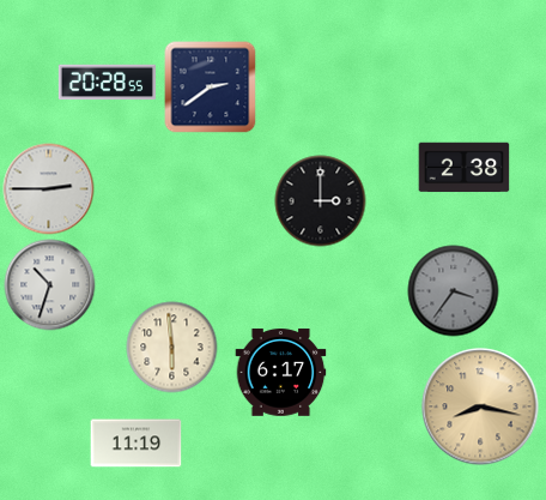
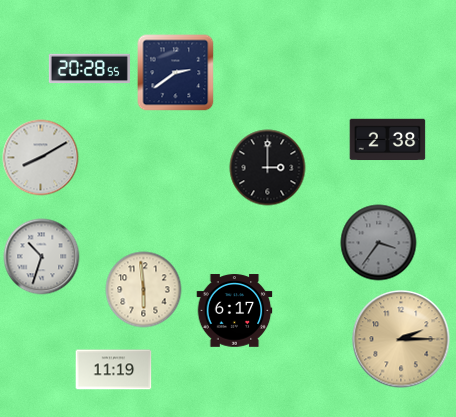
clock at (49, 189): 2:45 -> 8:10
clock at (50, 285) position: (50, 285) -> (42, 257)
clock at (480, 406): 8:17 -> 2:15
